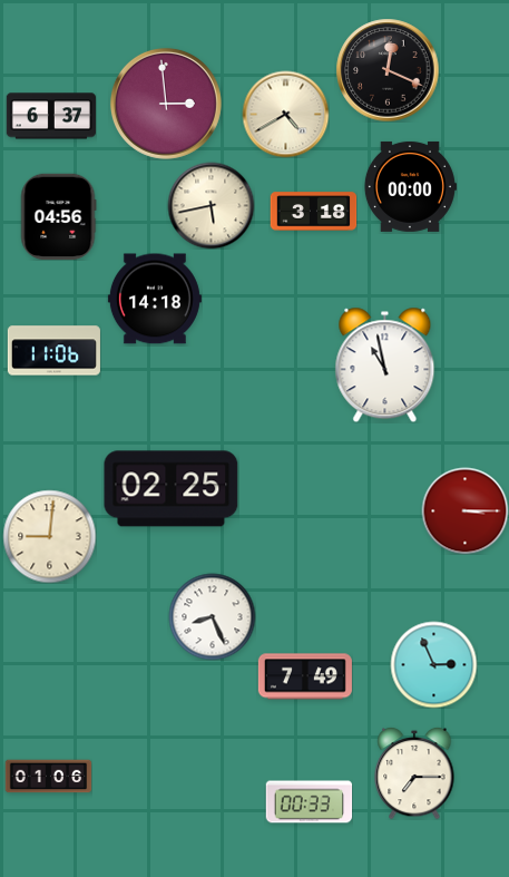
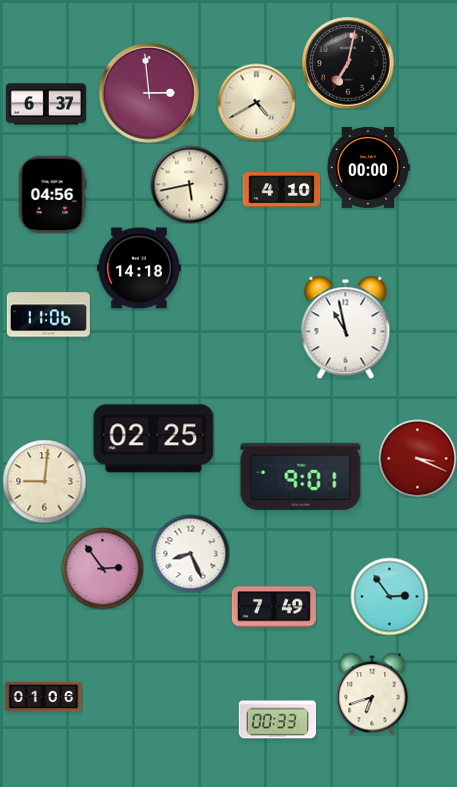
clock at (388, 70): 12:19 -> 7:02
clock at (313, 212): 3:18 -> 4:10
clock at (464, 510): 3:15 -> 3:19
clock at (301, 476): none -> 9:01
clock at (102, 568): none -> 2:54
clock at (433, 664): 2:56 -> 2:54
clock at (414, 773): 7:15 -> 6:42
